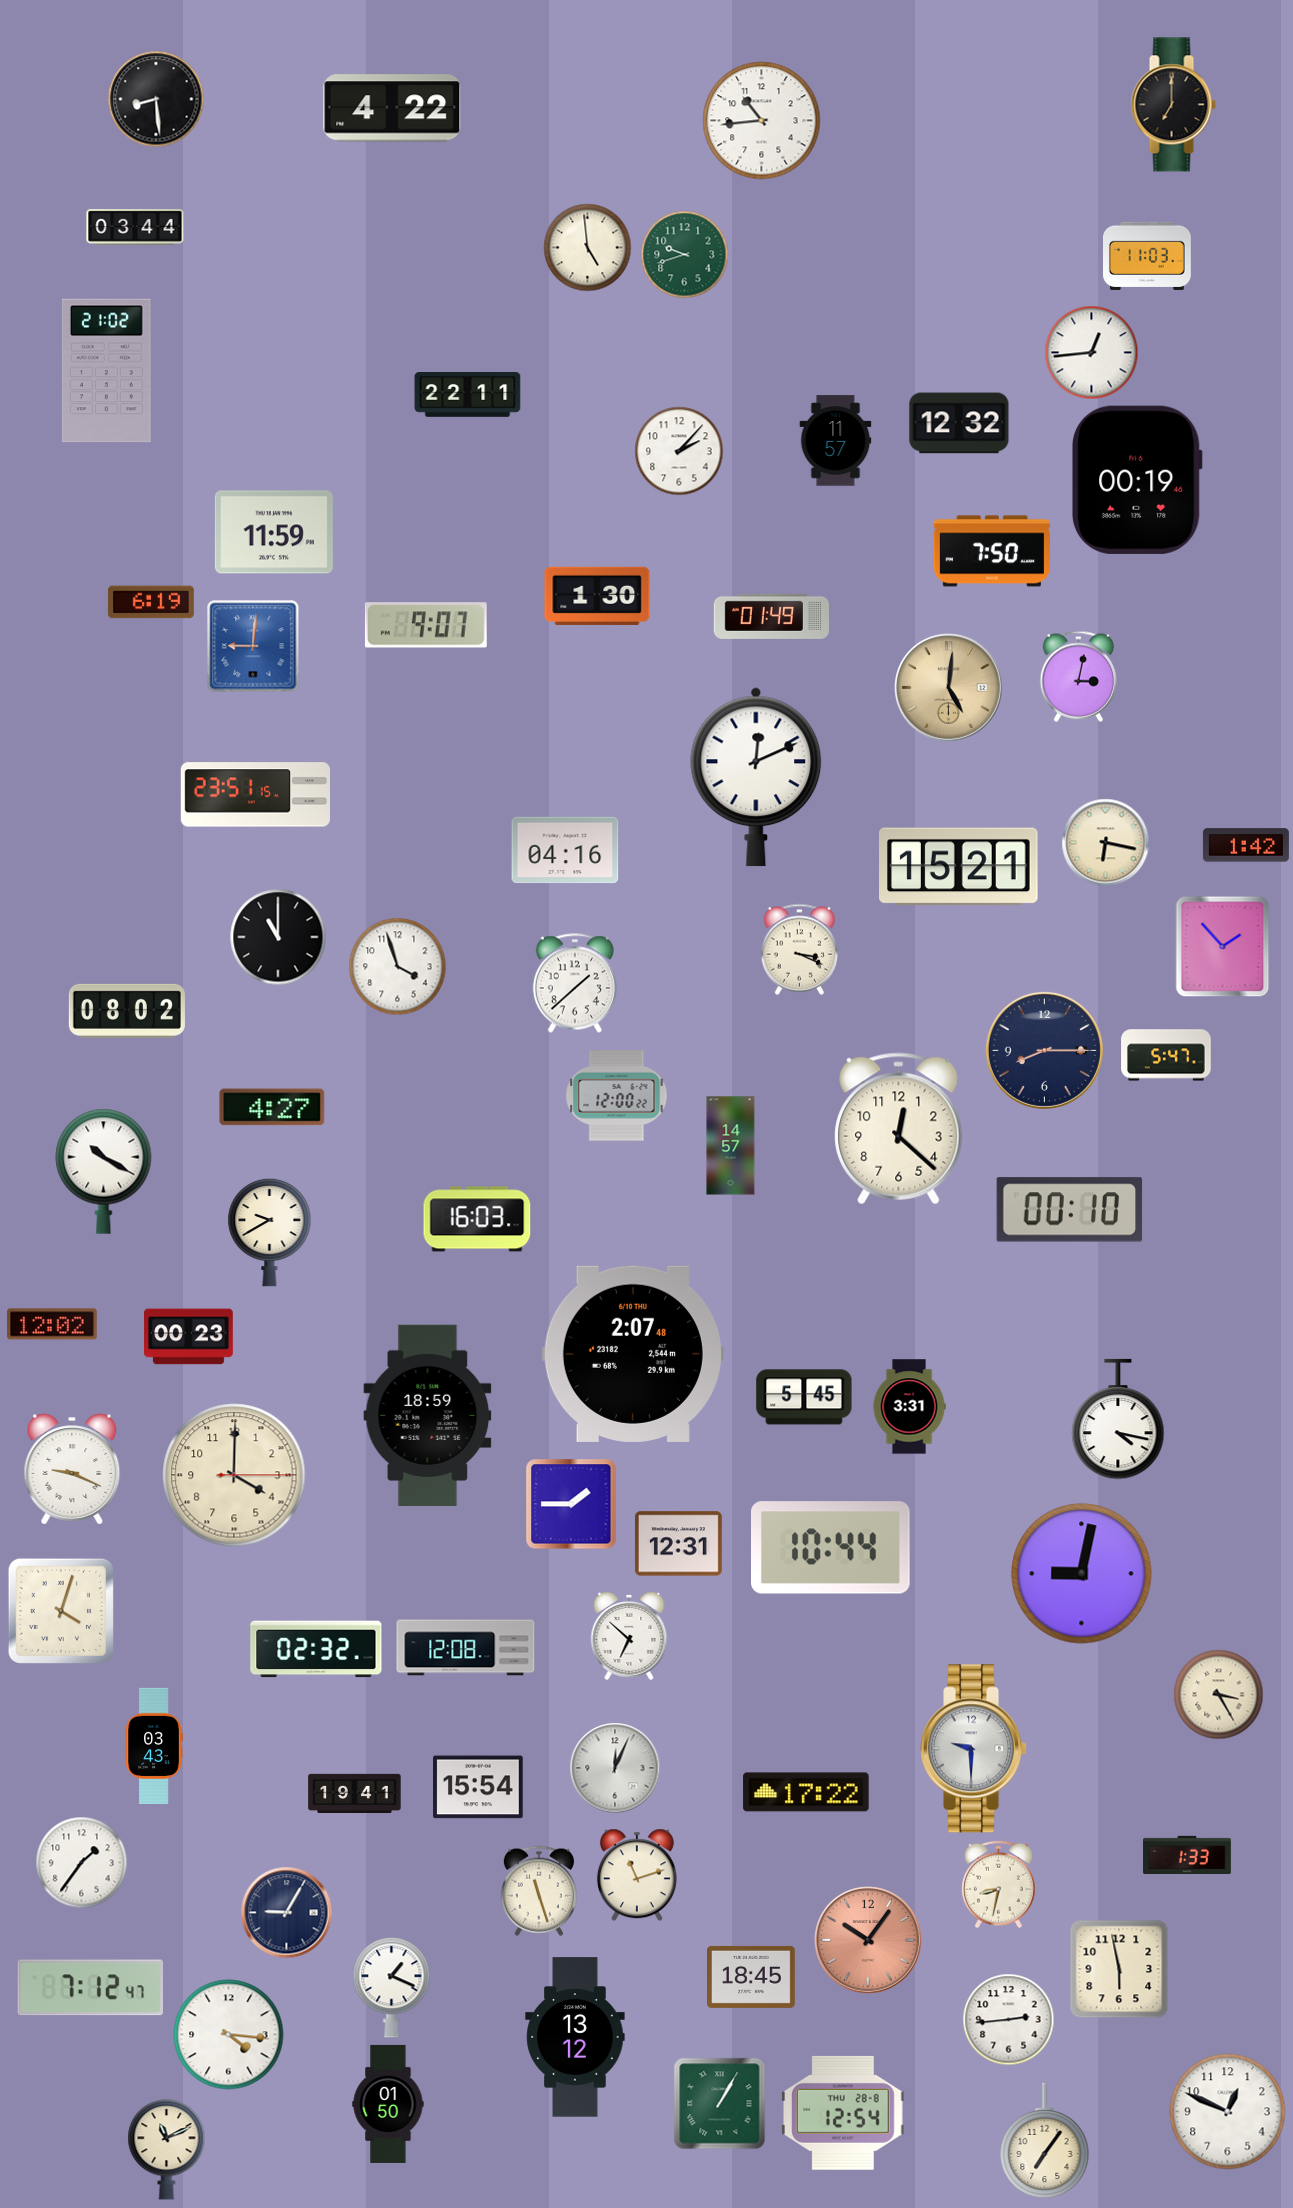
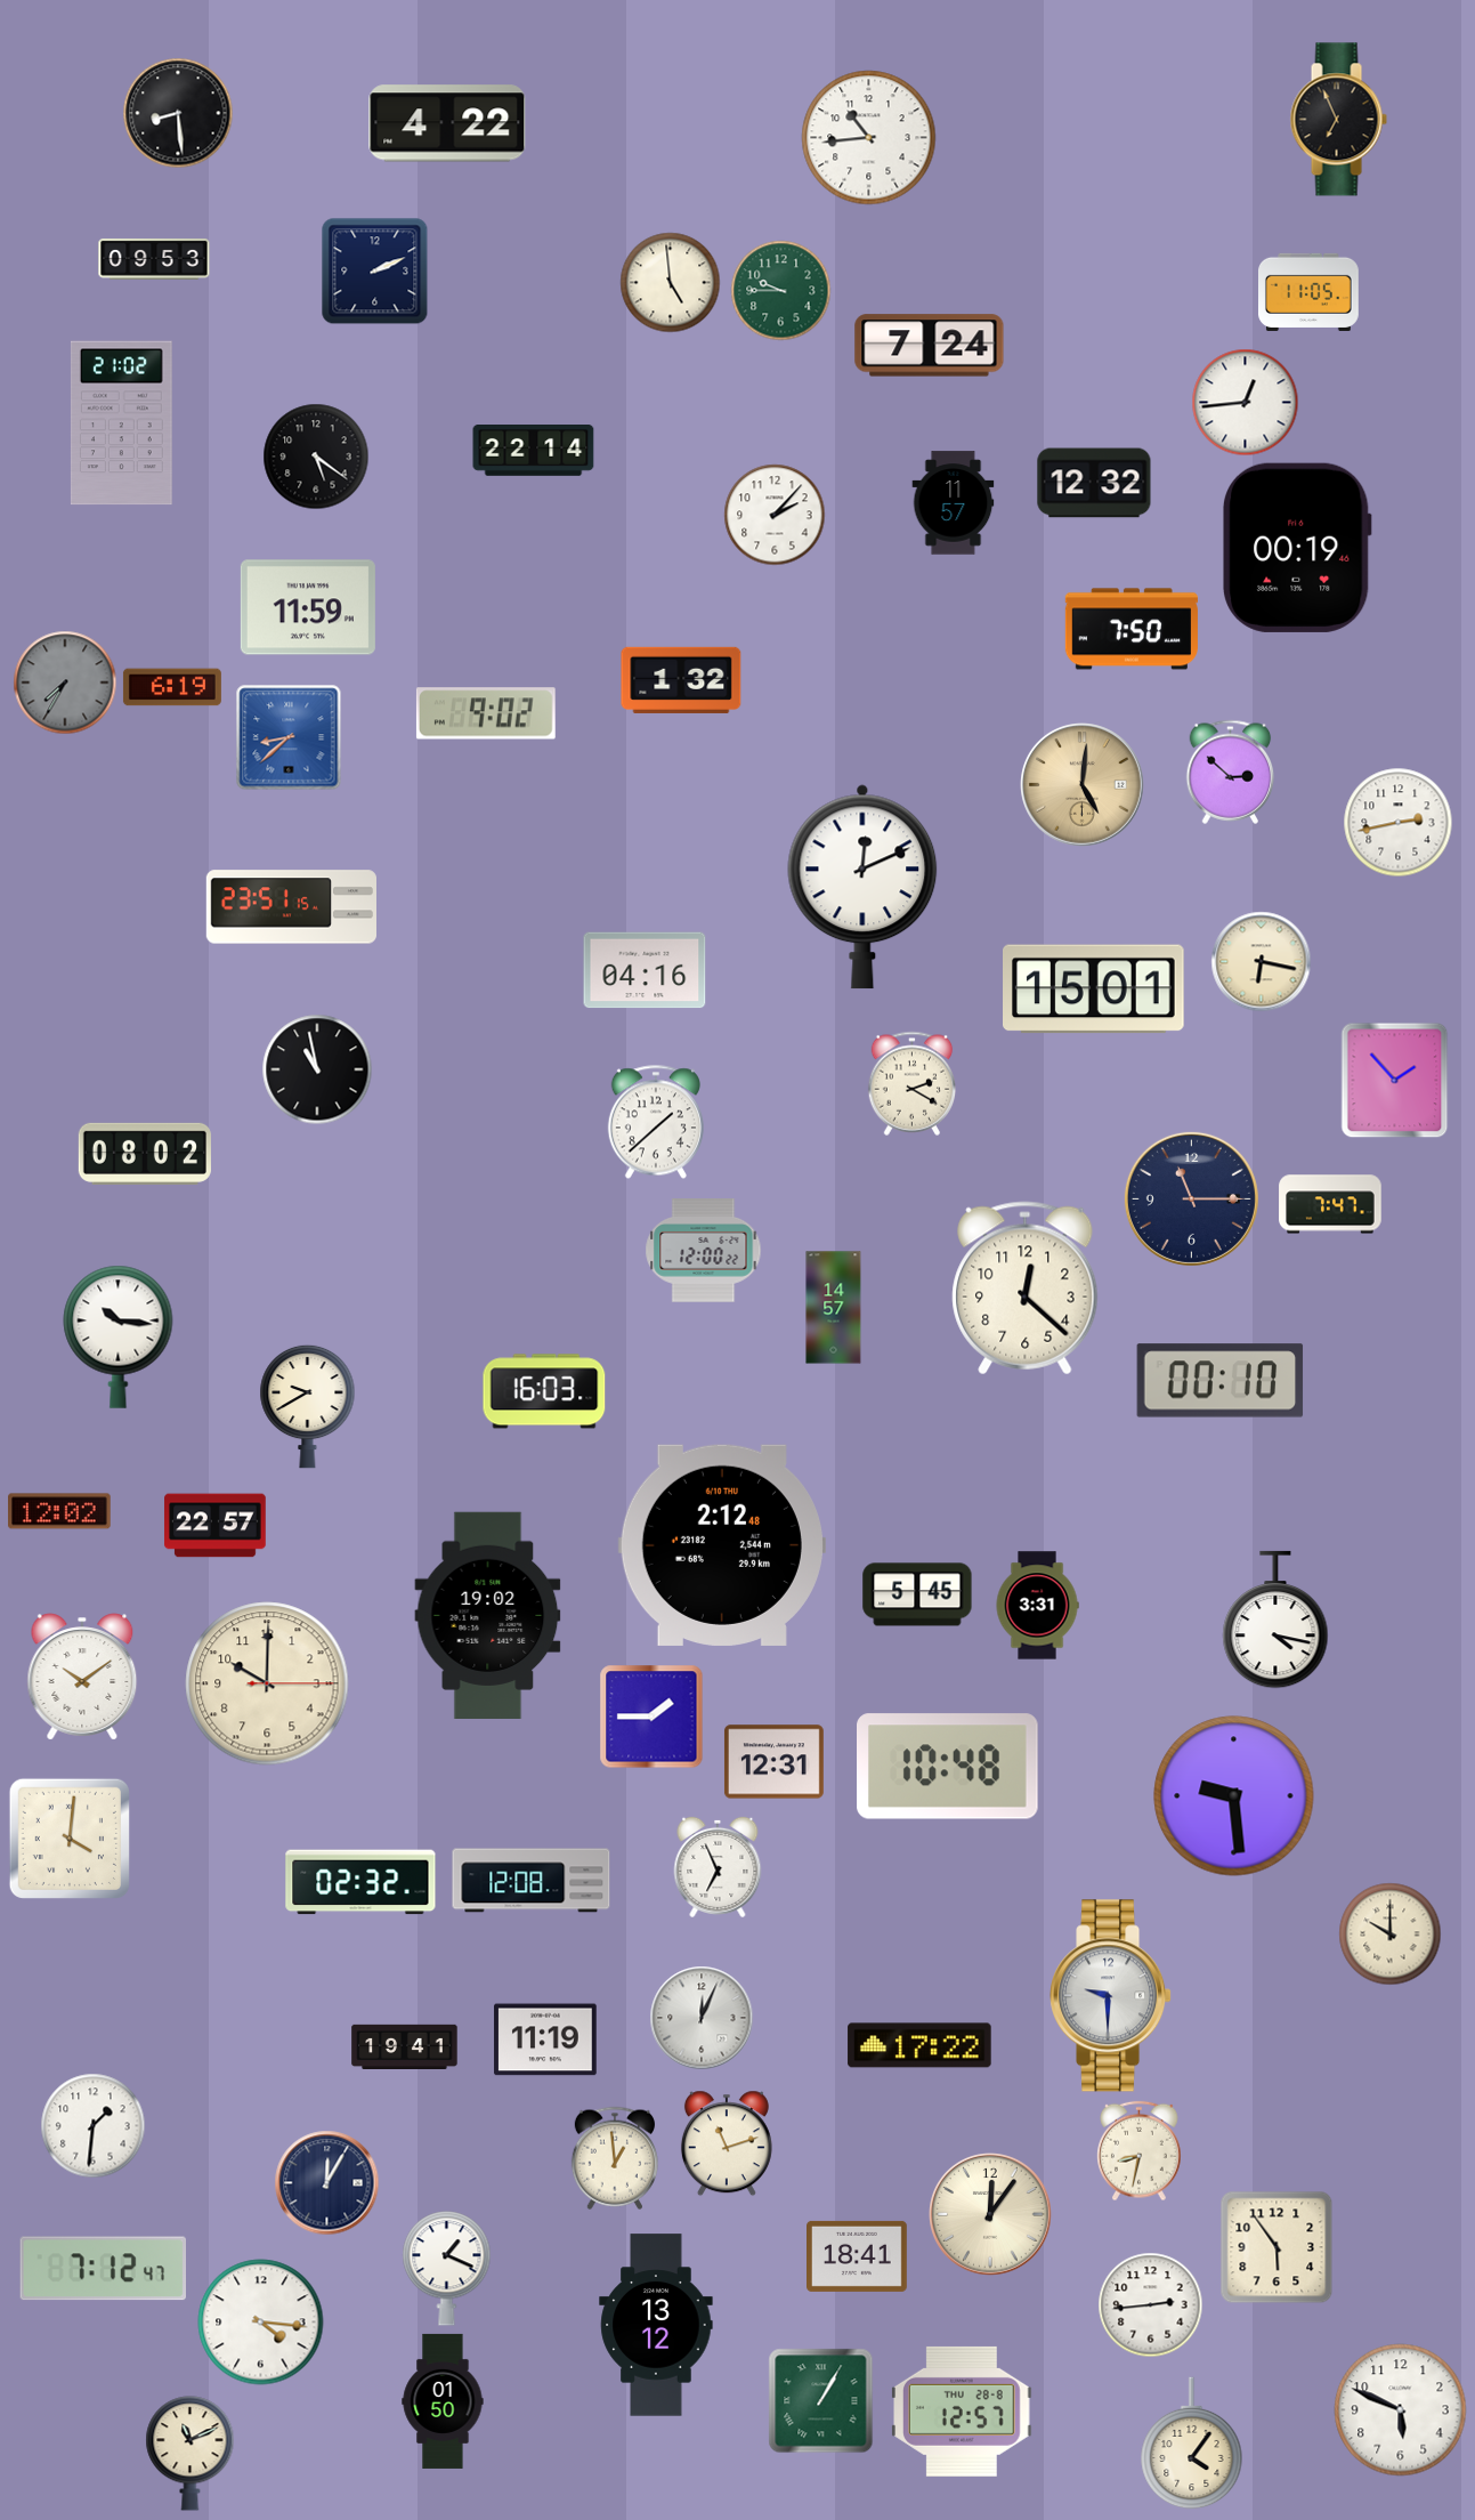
clock at (1173, 105): 7:00 -> 6:56
clock at (135, 227): 03:44 -> 09:53
clock at (375, 272): none -> 2:11
clock at (685, 255): 9:42 -> 9:45
clock at (1148, 256): 11:03 -> 11:05
clock at (930, 346): none -> 7:24
clock at (468, 395): 22:11 -> 22:14
clock at (316, 457): none -> 5:21
clock at (274, 532) position: (274, 532) -> (308, 607)
clock at (597, 596): 1:30 -> 1:32
clock at (65, 682): none -> 7:35
clock at (771, 616): 01:49 -> none
clock at (426, 625): 9:07 -> 9:02
clock at (253, 646): 9:01 -> 8:38
clock at (1079, 676): 3:02 -> 2:52
clock at (1399, 823): none -> 2:43
clock at (1246, 845): 1:42 -> none
clock at (959, 867): 15:21 -> 15:01
clock at (278, 937): 11:00 -> 10:58
clock at (800, 949): 3:19 -> 2:20
clock at (398, 967): 3:57 -> none
clock at (1044, 1050): 8:15 -> 11:15
clock at (1166, 1055): 5:47 -> 7:47
clock at (272, 1107): 4:27 -> none
clock at (104, 1171): 10:20 -> 10:16
clock at (189, 1337): 00:23 -> 22:57
clock at (633, 1354): 2:07 -> 2:12
clock at (428, 1415): 18:59 -> 19:02
clock at (72, 1469): 9:19 -> 10:09
clock at (234, 1475): 4:00 -> 10:00
clock at (831, 1548): 10:44 -> 10:48
clock at (1082, 1574): 9:02 -> 9:29
clock at (61, 1611): 4:03 -> 4:01
clock at (629, 1636): 6:52 -> 6:56
clock at (1219, 1695): 3:25 -> 10:00
clock at (154, 1745): 03:43 -> none
clock at (478, 1787): 15:54 -> 11:19
clock at (1187, 1854): 1:33 -> none
clock at (82, 1863): 1:36 -> 1:31
clock at (637, 1875) position: (637, 1875) -> (727, 2143)
clock at (539, 1891): 11:27 -> 12:59
clock at (287, 1913): 9:05 -> 12:05
clock at (869, 1941): 10:06 -> 12:06
clock at (869, 1941) dial: salmon -> cream
clock at (1119, 1969): 5:58 -> 5:54
clock at (752, 1977): 18:45 -> 18:41
clock at (1228, 2112): 12:49 -> 5:49
clock at (844, 2113): 12:54 -> 12:57
clock at (1045, 2141): 7:06 -> 4:06
